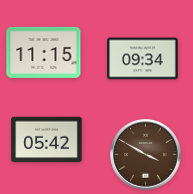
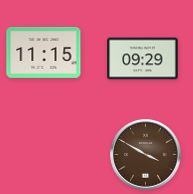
clock at (143, 59): 09:34 -> 09:29
clock at (47, 140): 05:42 -> none
